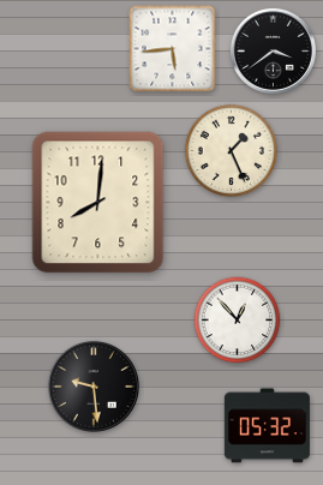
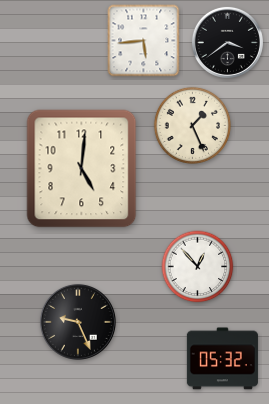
clock at (98, 203): 8:01 -> 5:01
clock at (94, 387): 9:29 -> 9:26
clock at (267, 426) position: (267, 426) -> (222, 359)
